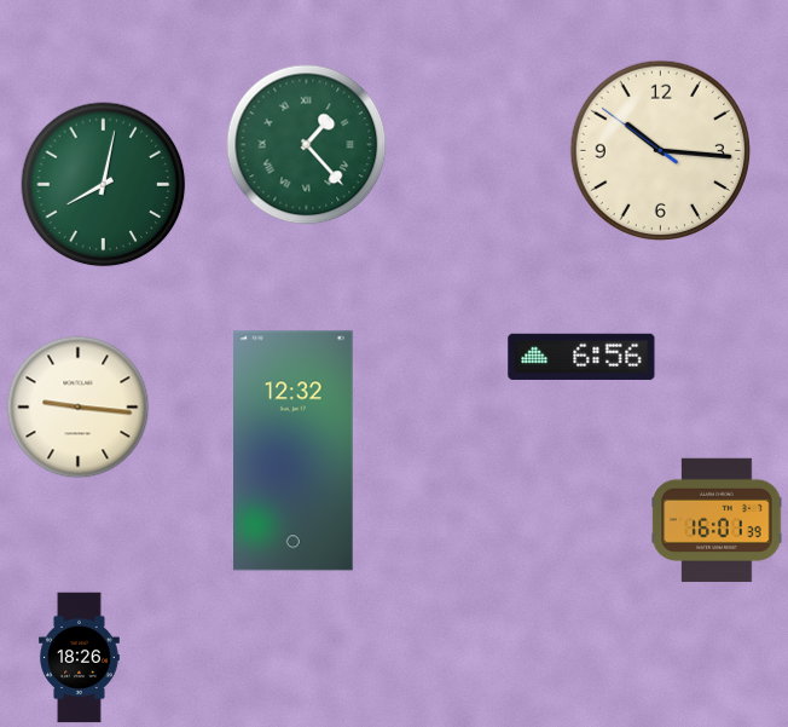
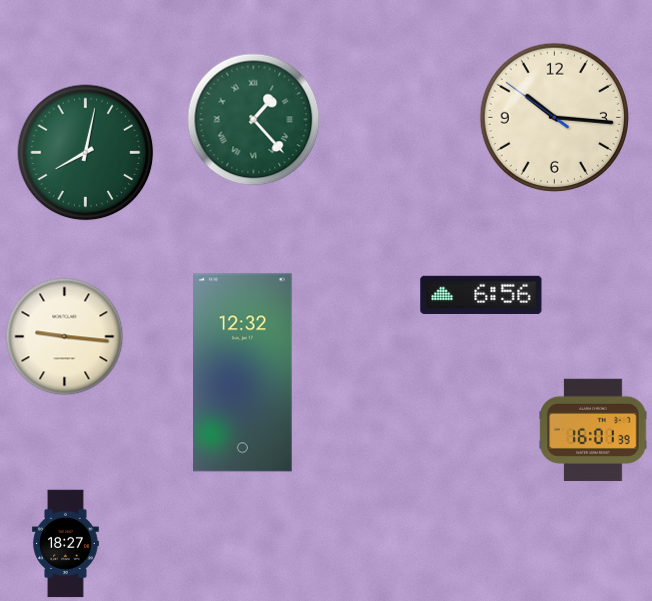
clock at (660, 150) position: (660, 150) -> (554, 117)
clock at (80, 658): 18:26 -> 18:27
